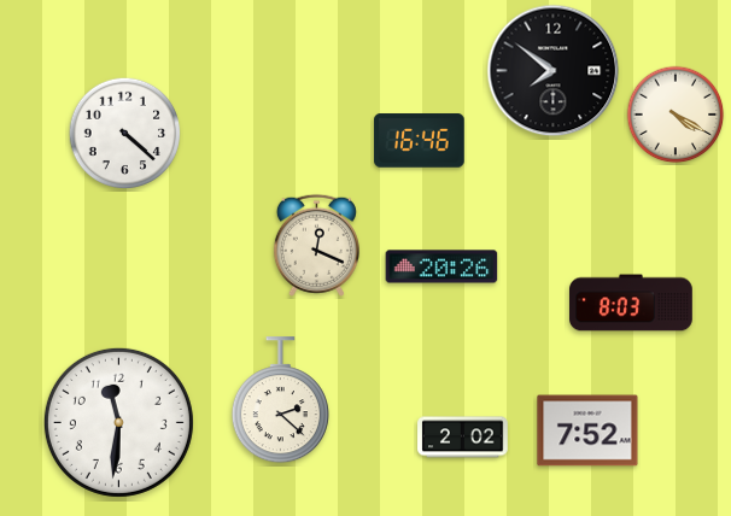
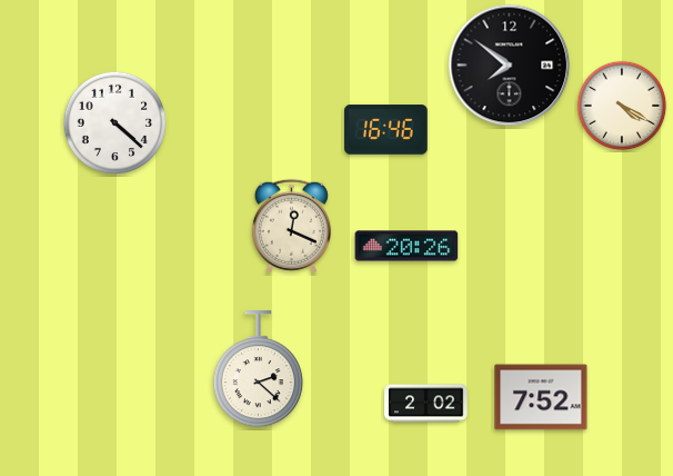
clock at (632, 303): 8:03 -> none
clock at (118, 422): 11:31 -> none
